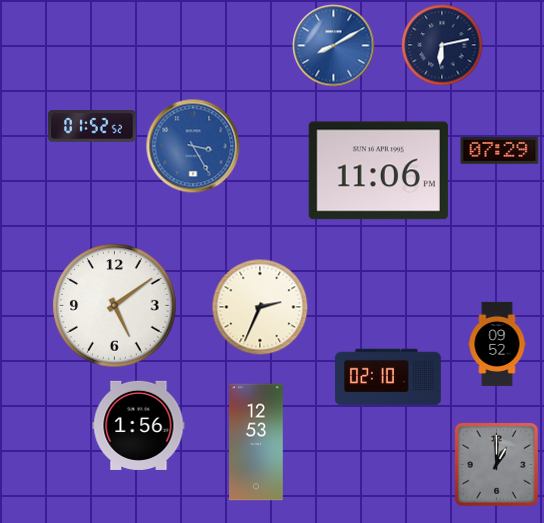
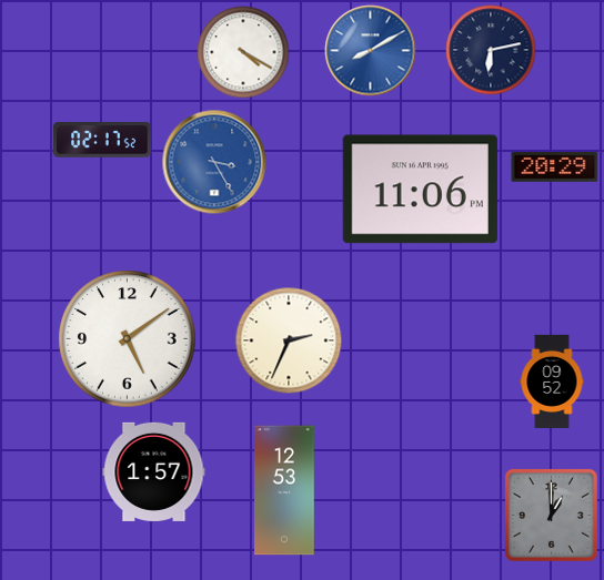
clock at (243, 52): none -> 4:20
clock at (92, 126): 01:52 -> 02:17
clock at (500, 151): 07:29 -> 20:29
clock at (388, 377): 02:10 -> none
clock at (139, 425): 1:56 -> 1:57
